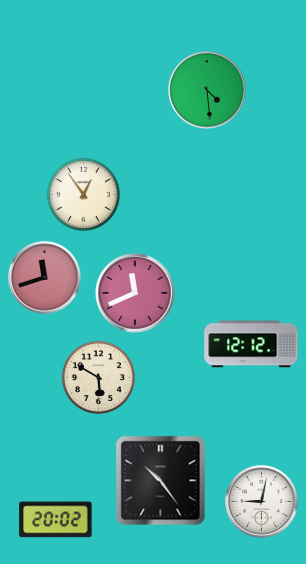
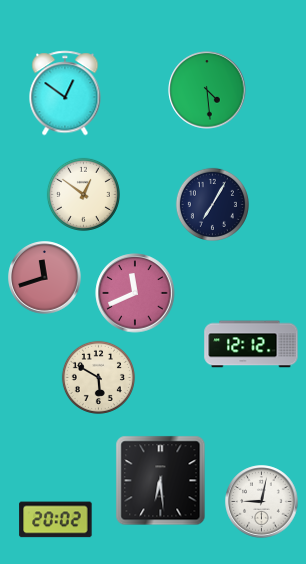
clock at (65, 93): none -> 12:51
clock at (83, 194): 12:54 -> 12:51
clock at (212, 204): none -> 7:05
clock at (161, 481): 10:24 -> 6:29
